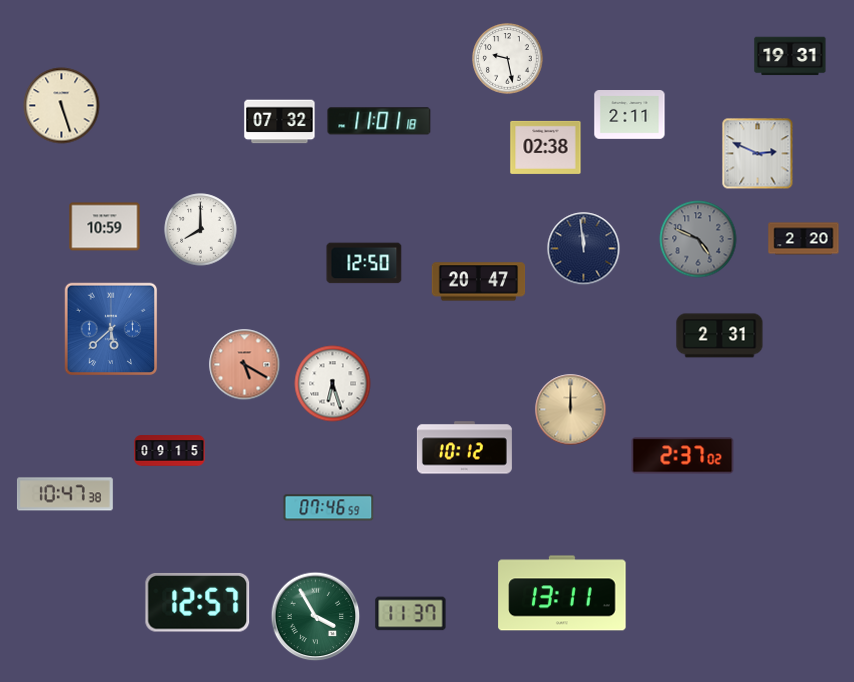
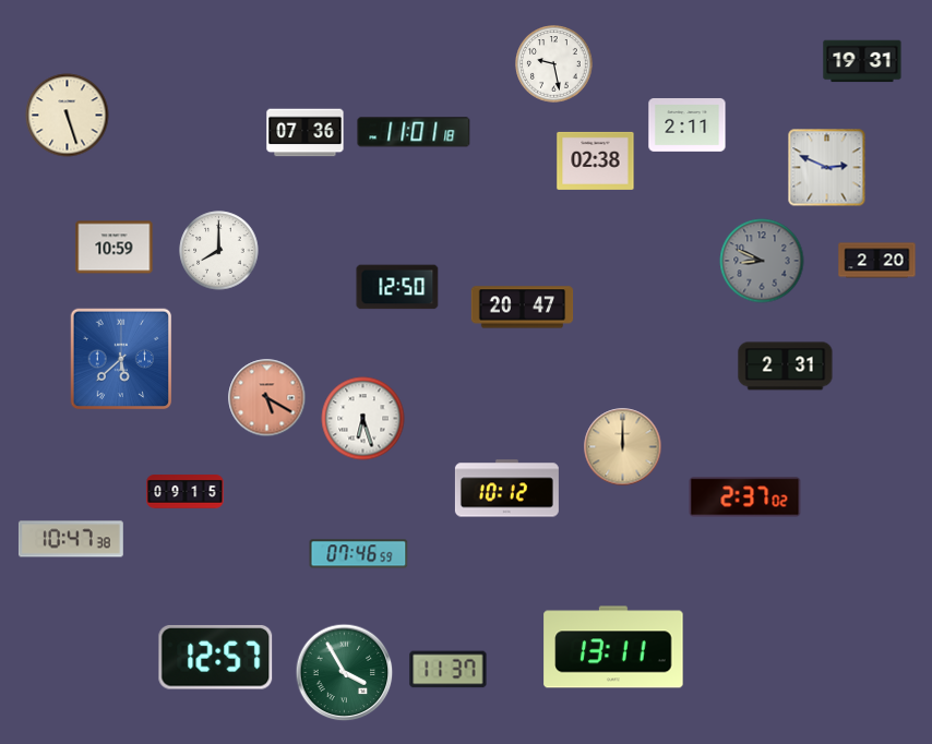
clock at (280, 122): 07:32 -> 07:36
clock at (698, 239): 4:49 -> 8:49
clock at (584, 249): 11:59 -> none
